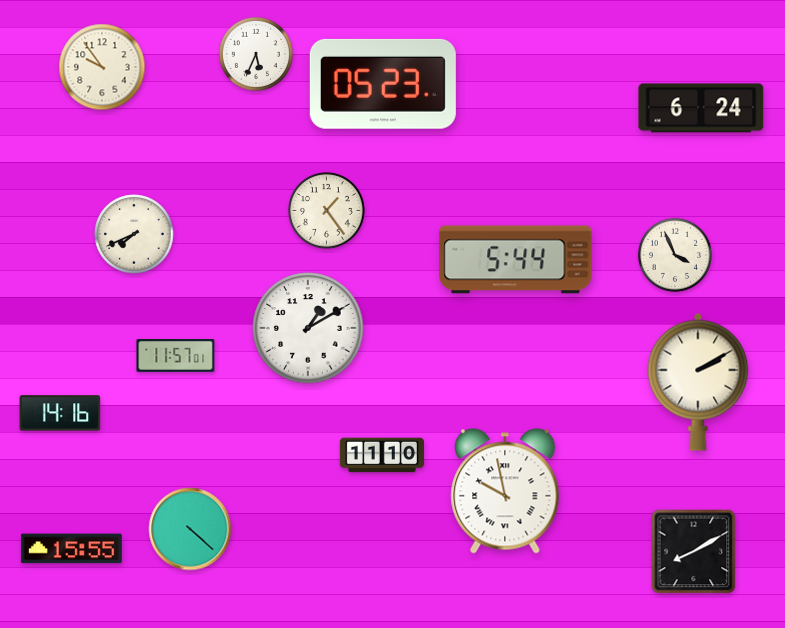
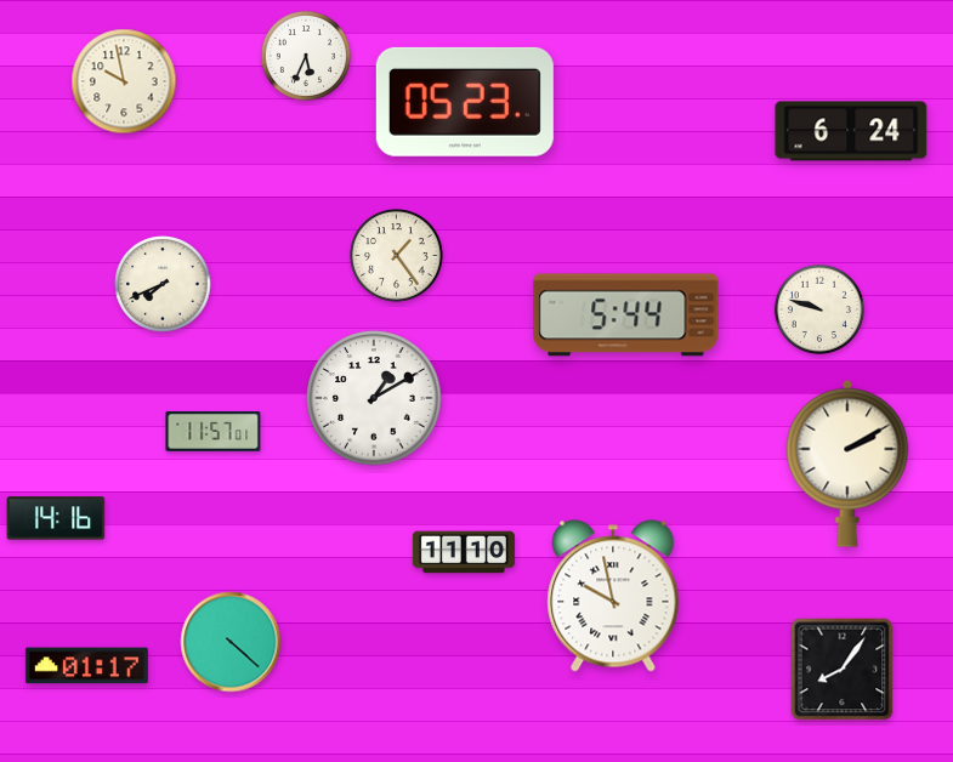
clock at (256, 54) position: (256, 54) -> (306, 56)
clock at (102, 67): 9:54 -> 9:58
clock at (675, 255): 3:56 -> 9:48
clock at (60, 413) position: (60, 413) -> (56, 518)
clock at (71, 549): 15:55 -> 01:17
clock at (694, 552): 8:10 -> 8:06
